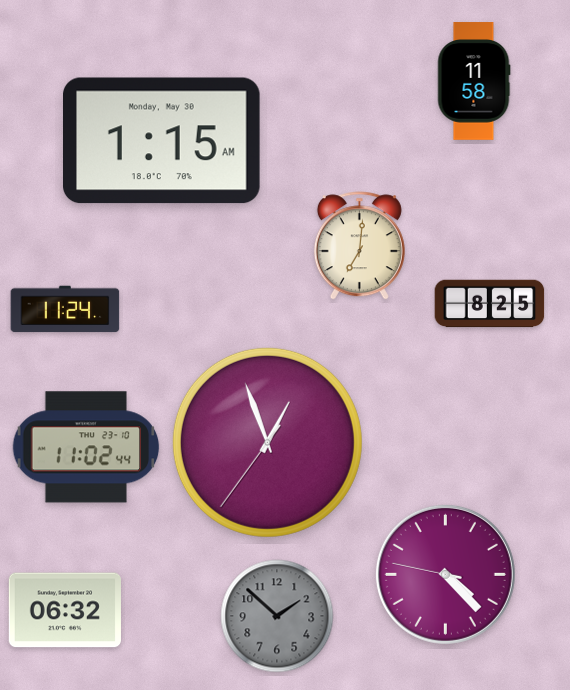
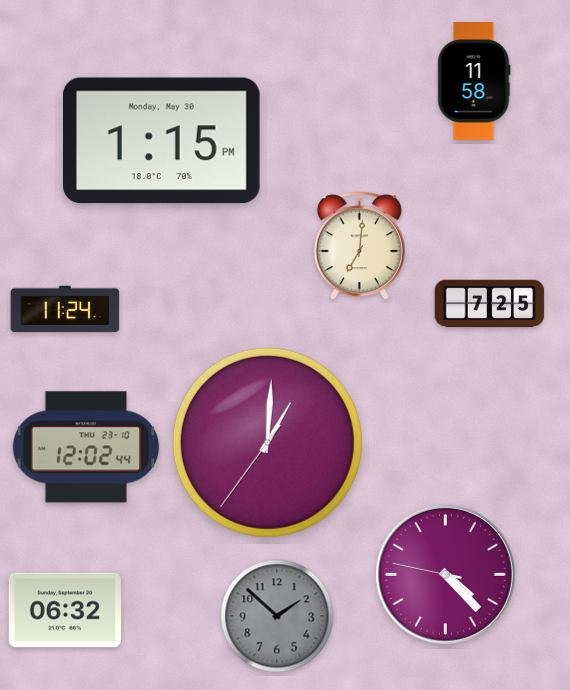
clock at (162, 141): 1:15 AM -> 1:15 PM
clock at (490, 304): 8:25 -> 7:25
clock at (267, 442): 12:56 -> 1:00
clock at (86, 447): 11:02 -> 12:02
